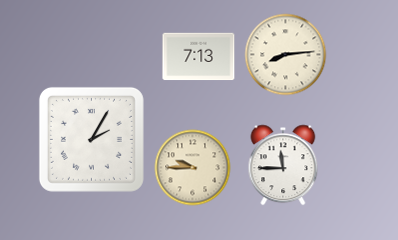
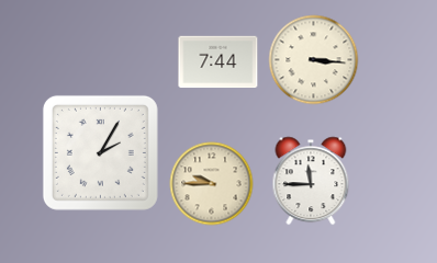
clock at (286, 55): 8:14 -> 3:16
clock at (199, 57): 7:13 -> 7:44
